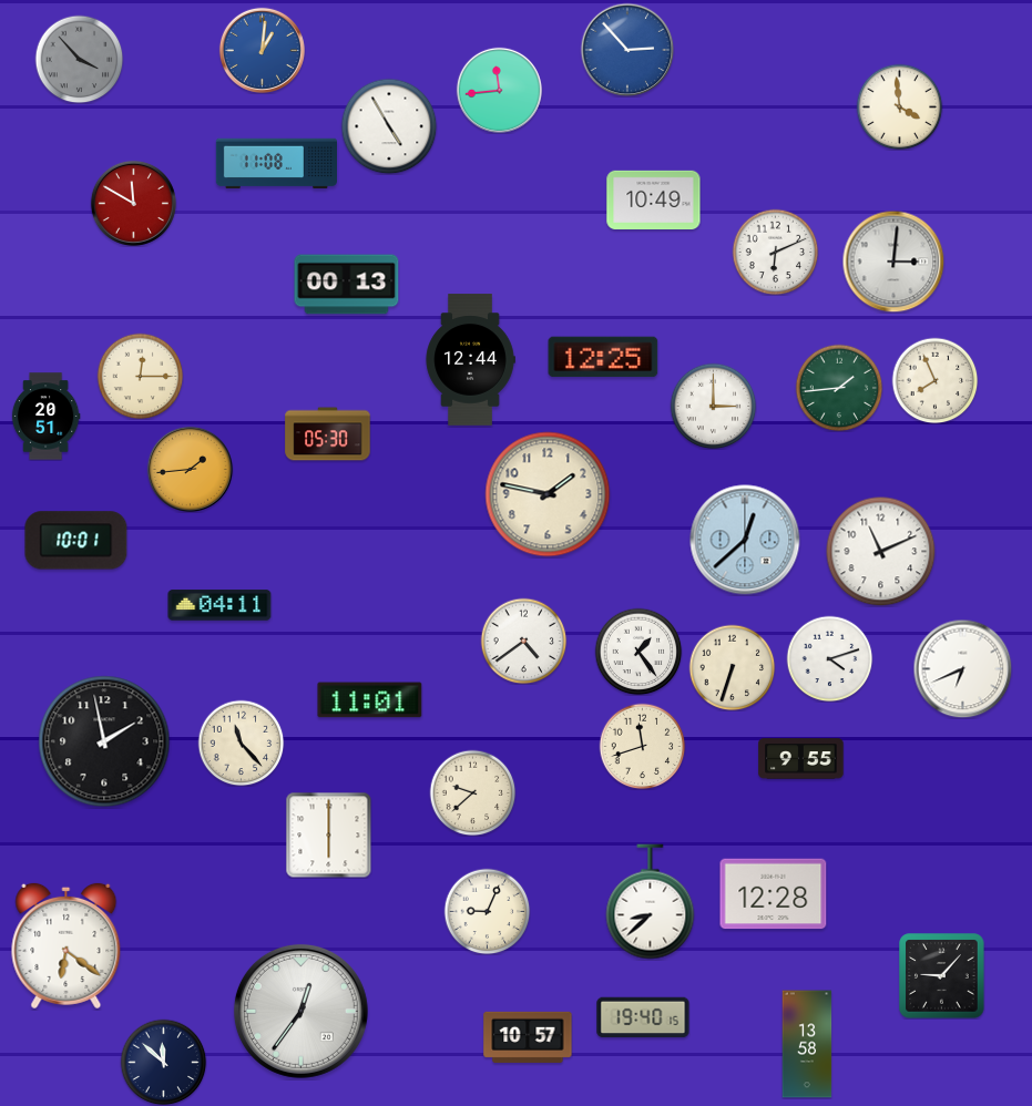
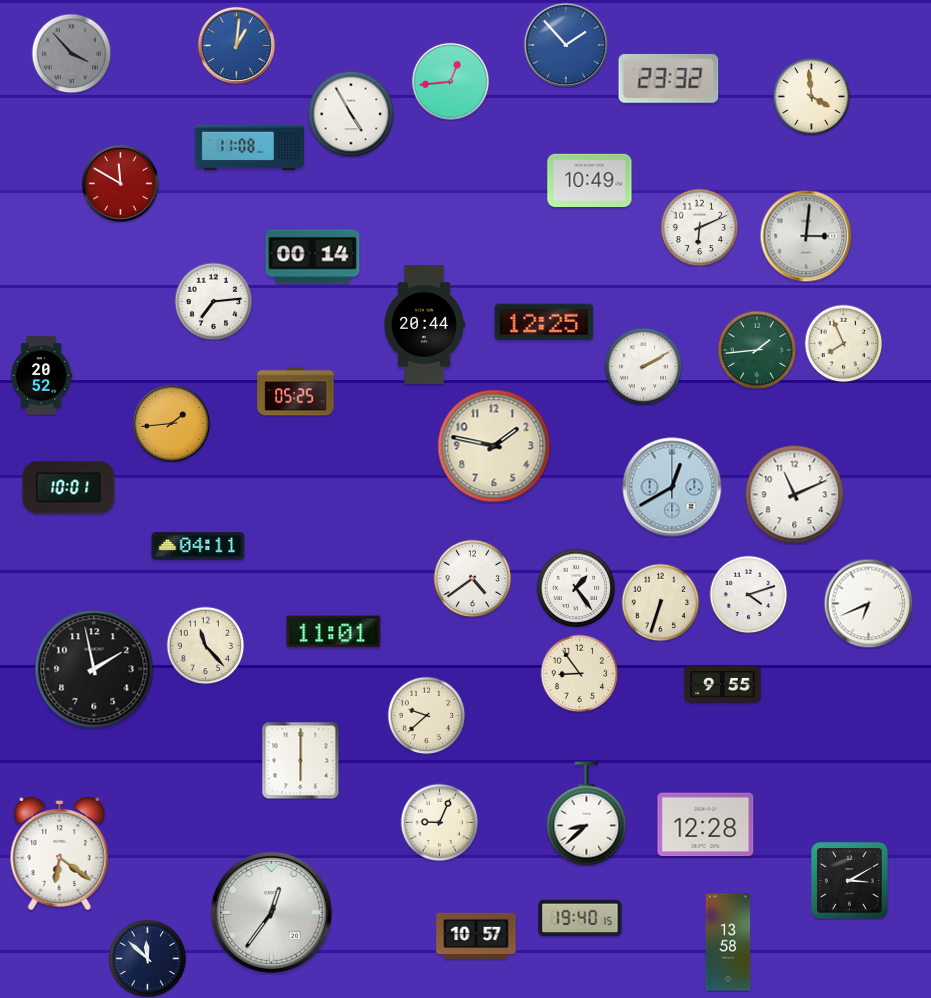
clock at (627, 50): 2:53 -> 1:53
clock at (669, 78): none -> 23:32
clock at (499, 90): 11:44 -> 12:44
clock at (347, 285): 00:13 -> 00:14
clock at (213, 301): none -> 7:14
clock at (470, 360): 12:44 -> 20:44
clock at (140, 376): 12:15 -> none
clock at (713, 406): 3:00 -> 2:10
clock at (45, 417): 20:51 -> 20:52
clock at (328, 434): 05:30 -> 05:25
clock at (745, 540): 12:38 -> 12:40
clock at (881, 552) position: (881, 552) -> (795, 495)
clock at (241, 743) position: (241, 743) -> (205, 645)
clock at (642, 746): 11:42 -> 8:54
clock at (328, 834) position: (328, 834) -> (300, 760)
clock at (774, 894) position: (774, 894) -> (706, 825)
clock at (942, 976): 9:07 -> 3:10
